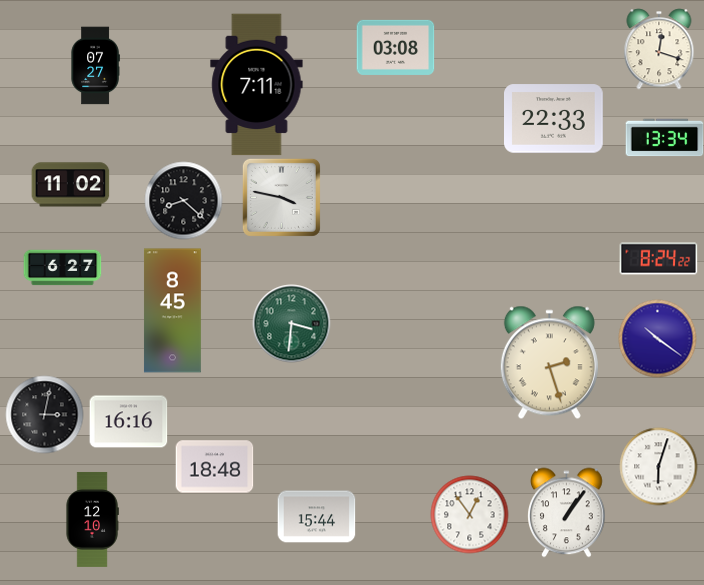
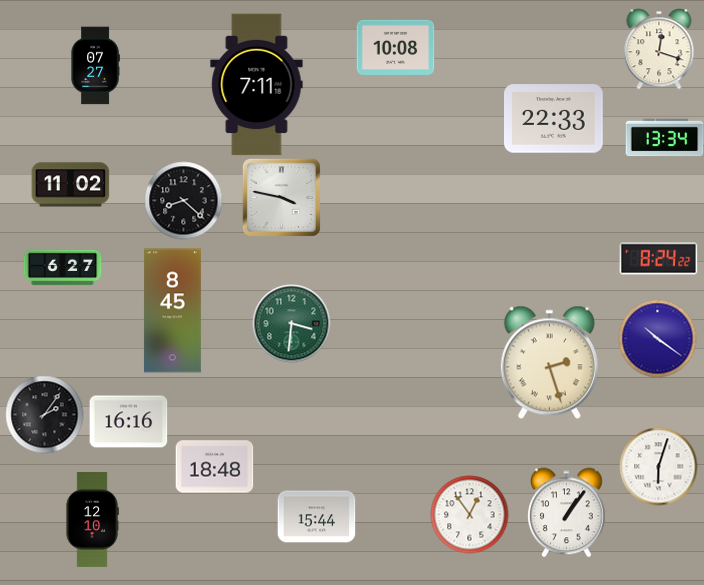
clock at (395, 47): 03:08 -> 10:08
clock at (44, 414): 3:02 -> 2:06
